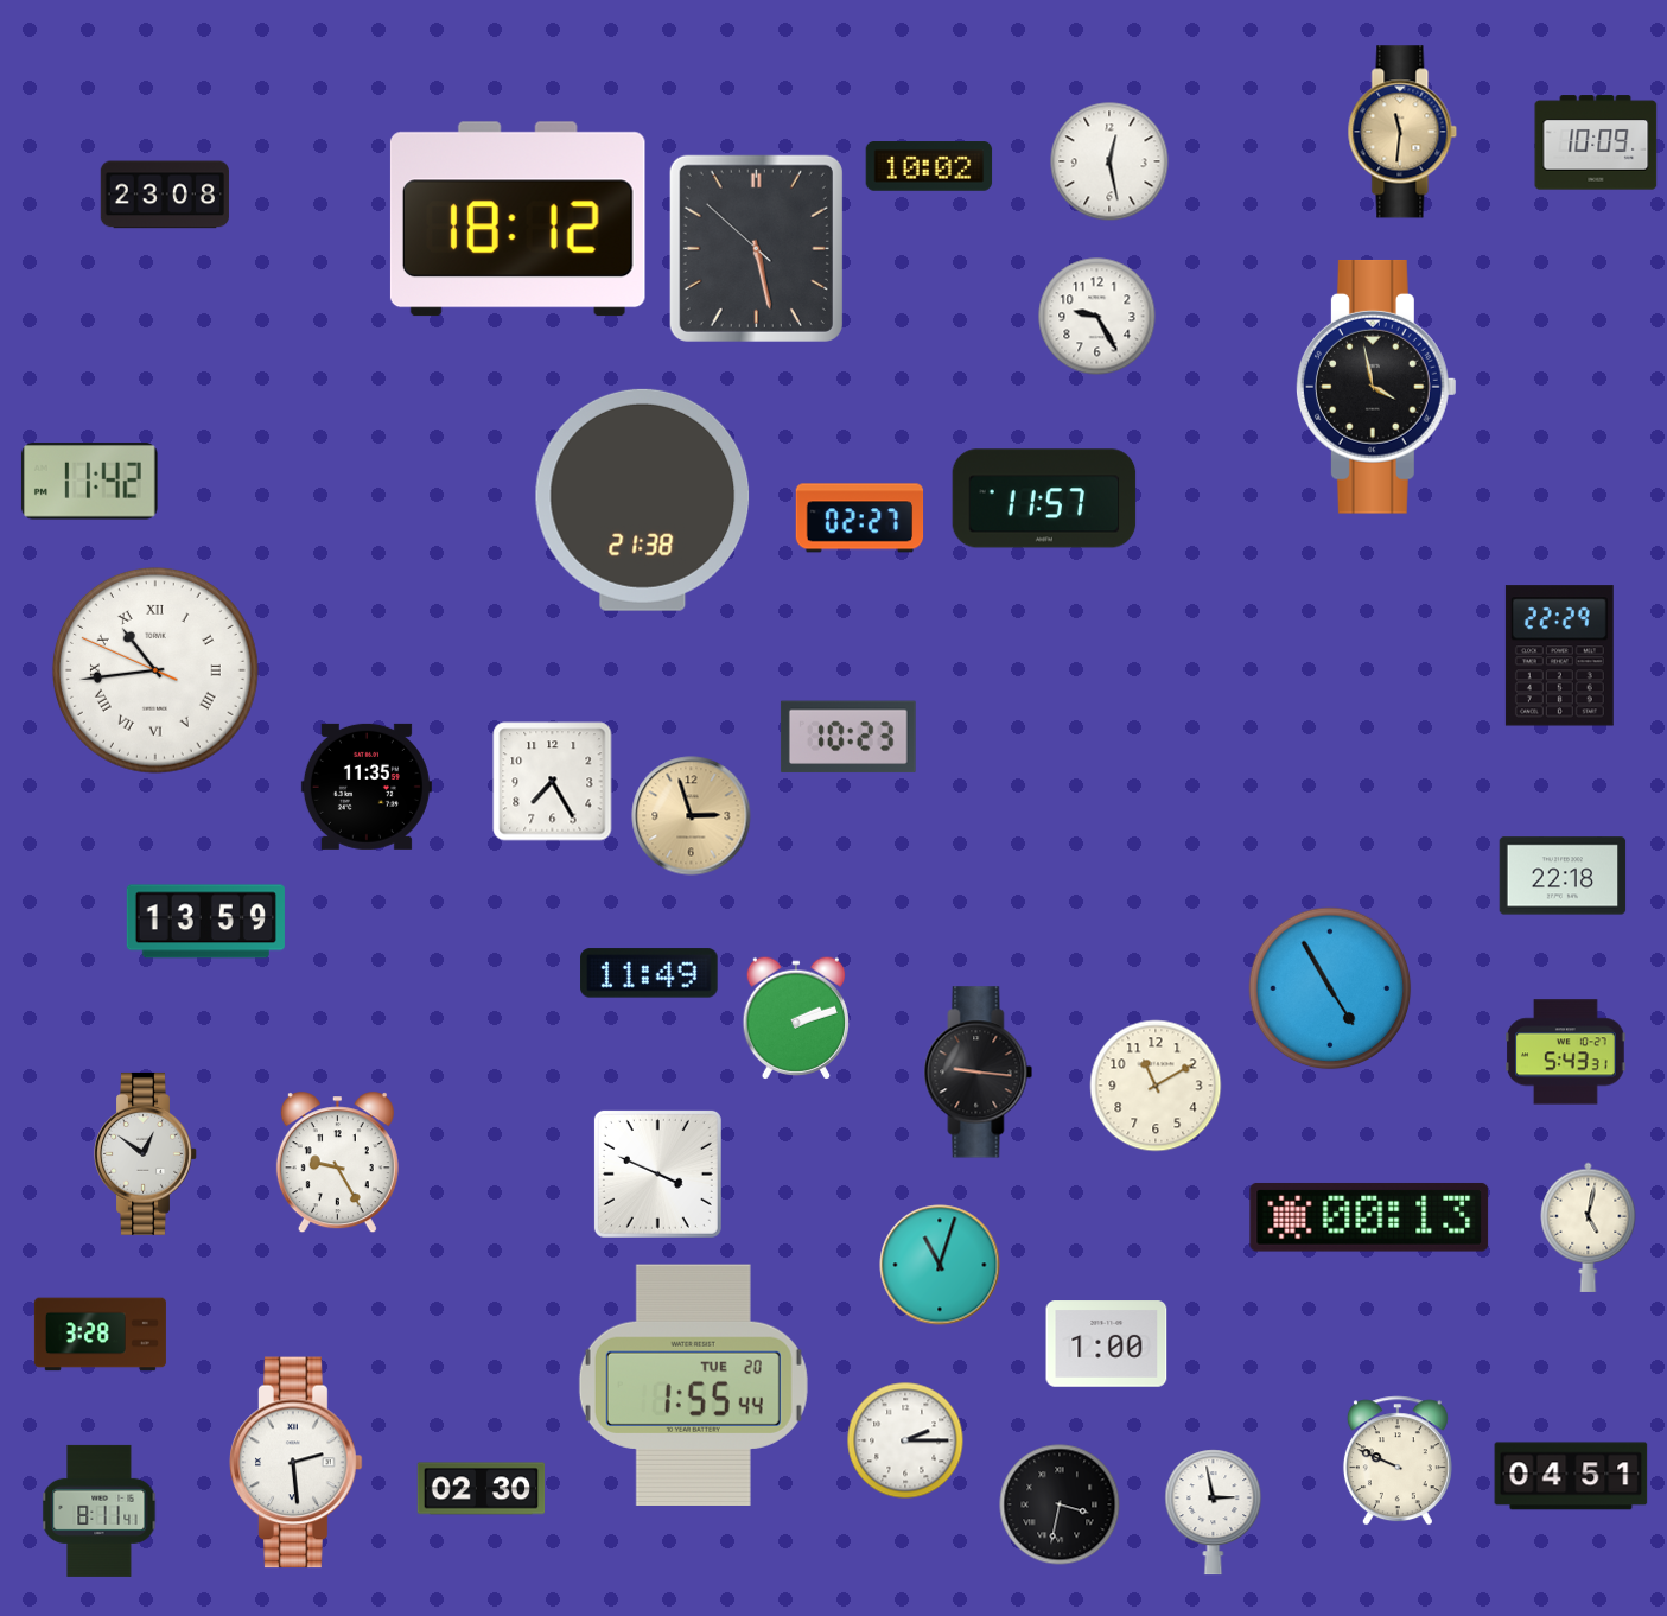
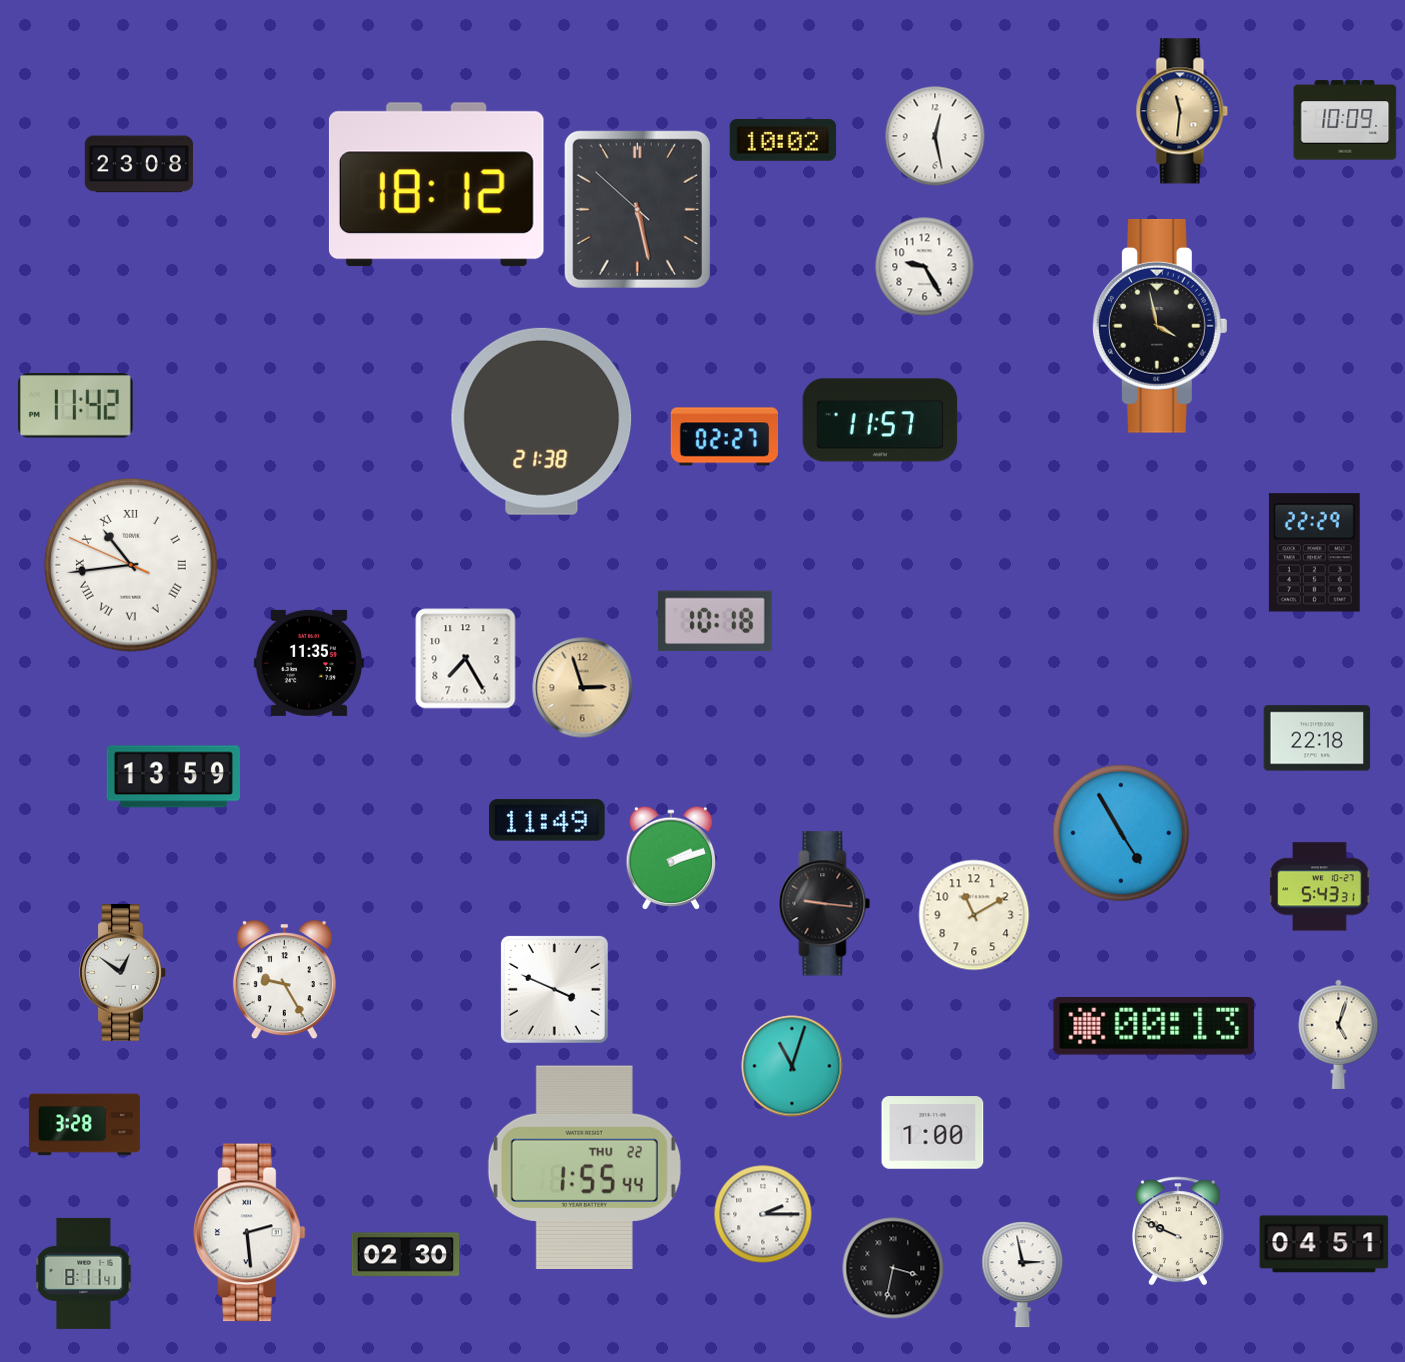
clock at (848, 737): 10:23 -> 10:18
clock at (1589, 1227): 5:02 -> 5:03
clock at (693, 1385) date: TUE 20 -> THU 22
